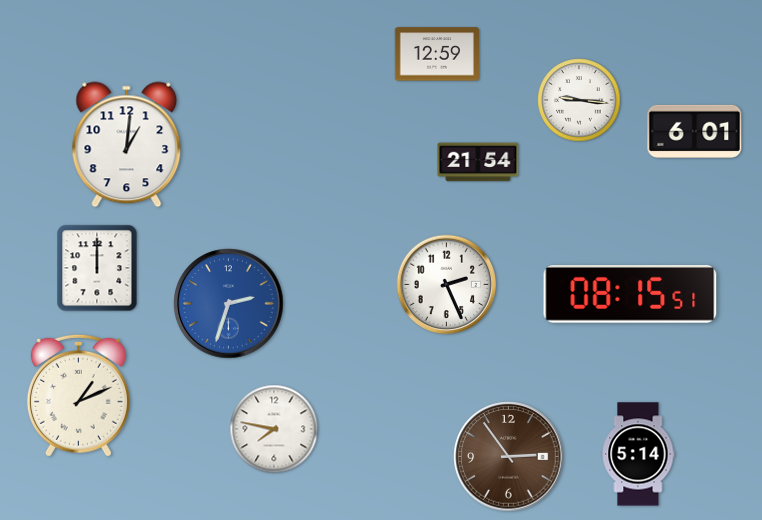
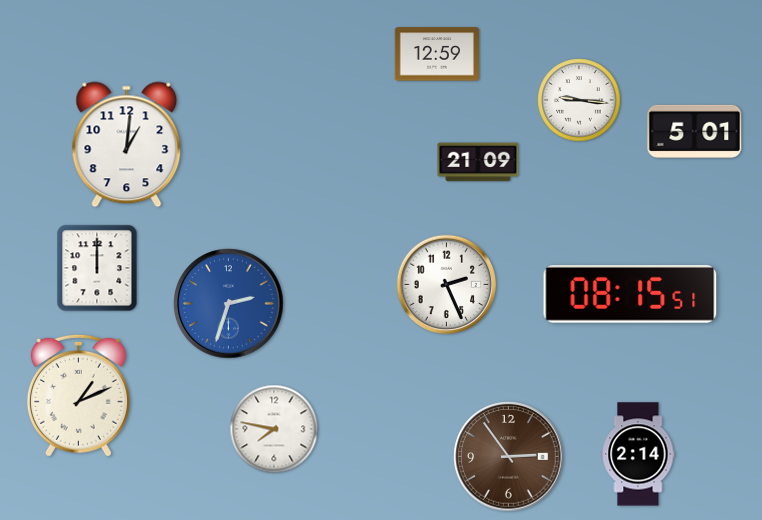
clock at (695, 131): 6:01 -> 5:01
clock at (478, 162): 21:54 -> 21:09
clock at (638, 454): 5:14 -> 2:14
